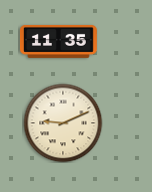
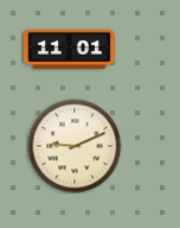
clock at (58, 41): 11:35 -> 11:01
